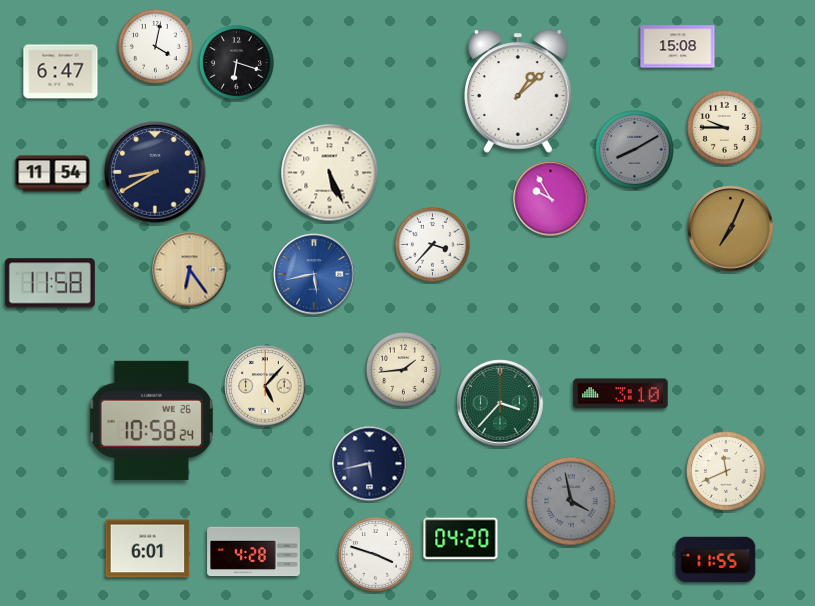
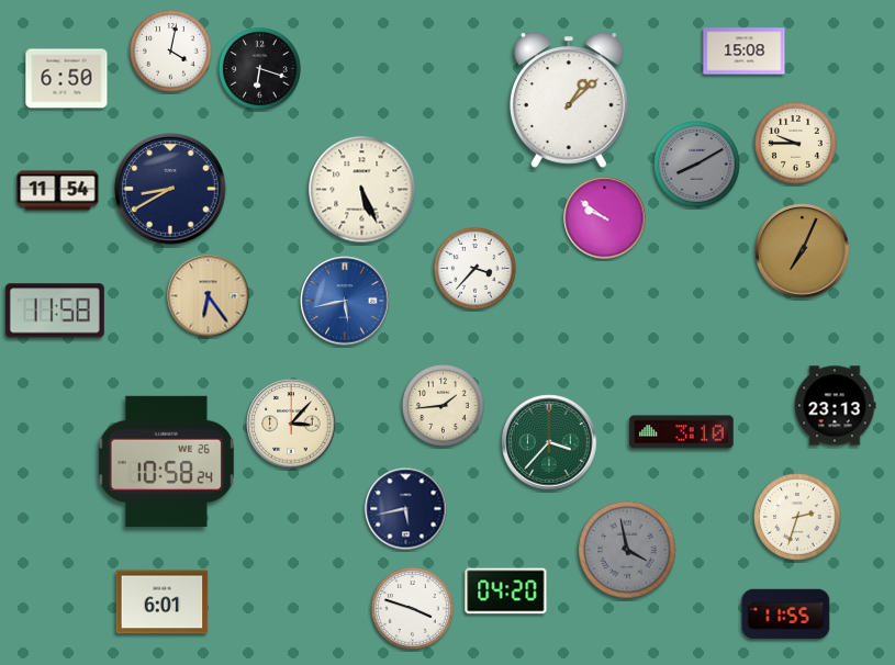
clock at (61, 72): 6:47 -> 6:50
clock at (725, 128) position: (725, 128) -> (796, 144)
clock at (551, 199): 9:55 -> 9:51
clock at (835, 406): none -> 23:13
clock at (265, 386): 5:07 -> 3:07
clock at (726, 471): 11:41 -> 2:33
clock at (254, 552): 4:28 -> none
